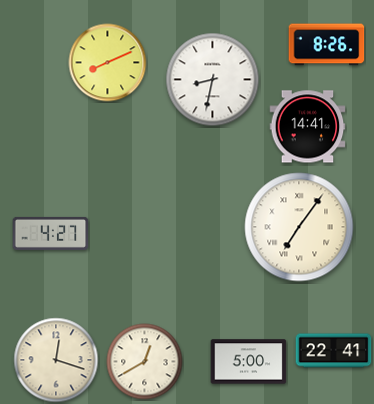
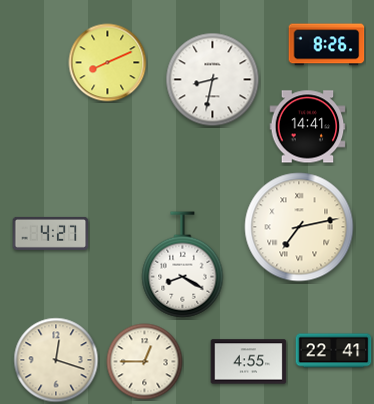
clock at (299, 227): 7:06 -> 7:13
clock at (183, 265): none -> 8:20
clock at (145, 362): 12:40 -> 12:45
clock at (249, 362): 5:00 -> 4:55
